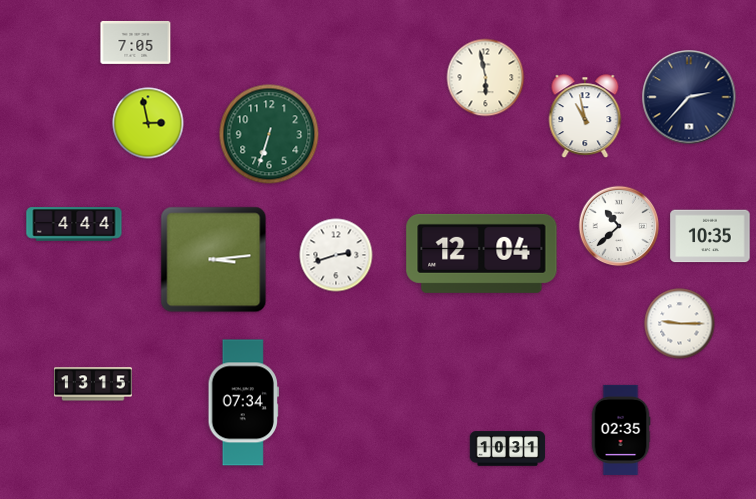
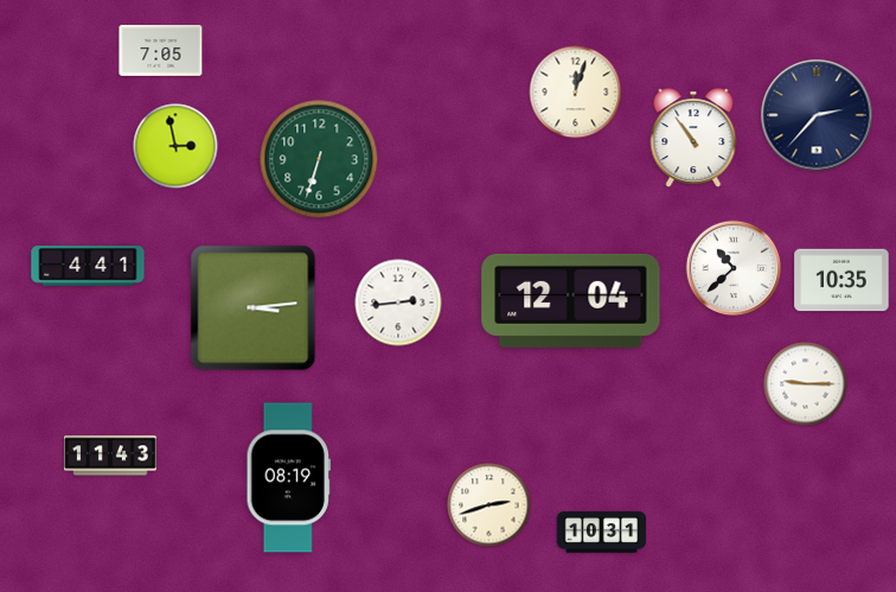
clock at (486, 78): 5:58 -> 12:03
clock at (585, 116): 10:58 -> 10:54
clock at (74, 224): 4:44 -> 4:41
clock at (336, 255): 2:42 -> 2:44
clock at (94, 384): 13:15 -> 11:43
clock at (243, 403): 07:34 -> 08:19
clock at (489, 505): none -> 2:42
clock at (621, 430): 02:35 -> none
